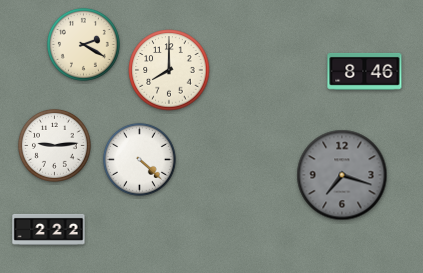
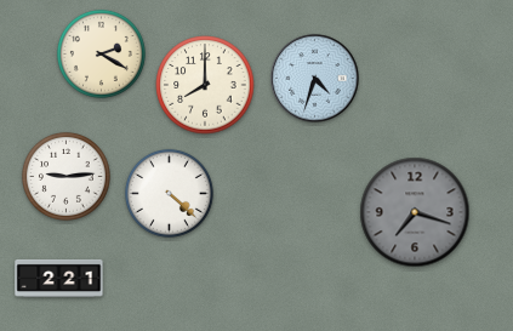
clock at (315, 79): none -> 4:33
clock at (365, 71): 8:46 -> none
clock at (49, 229): 2:22 -> 2:21
